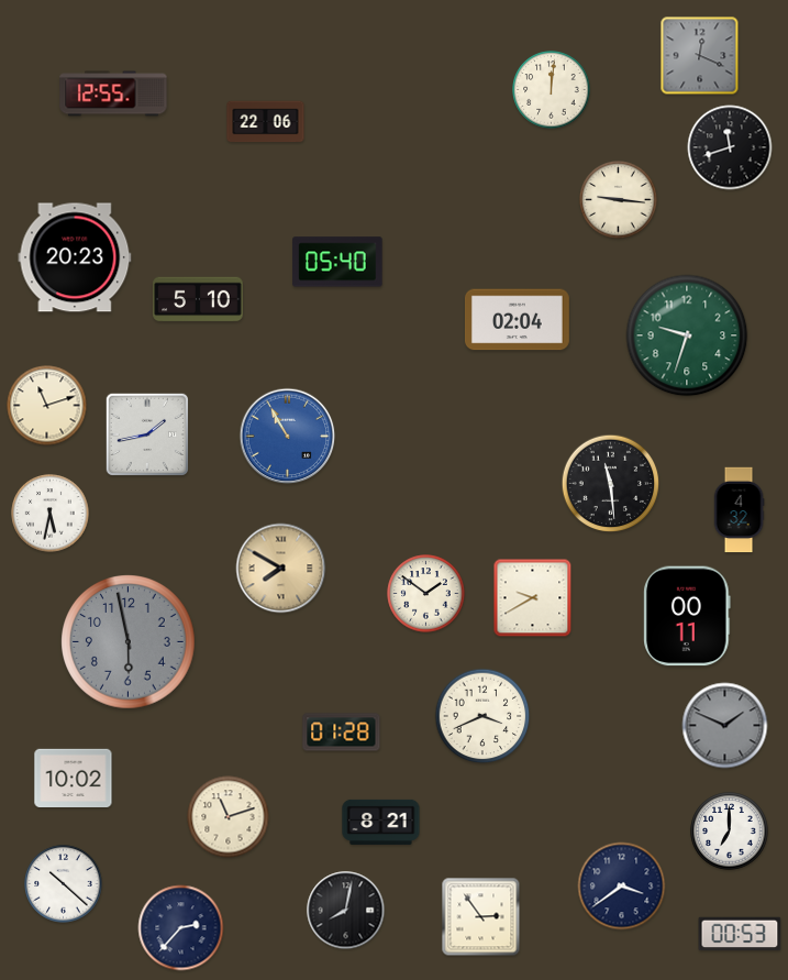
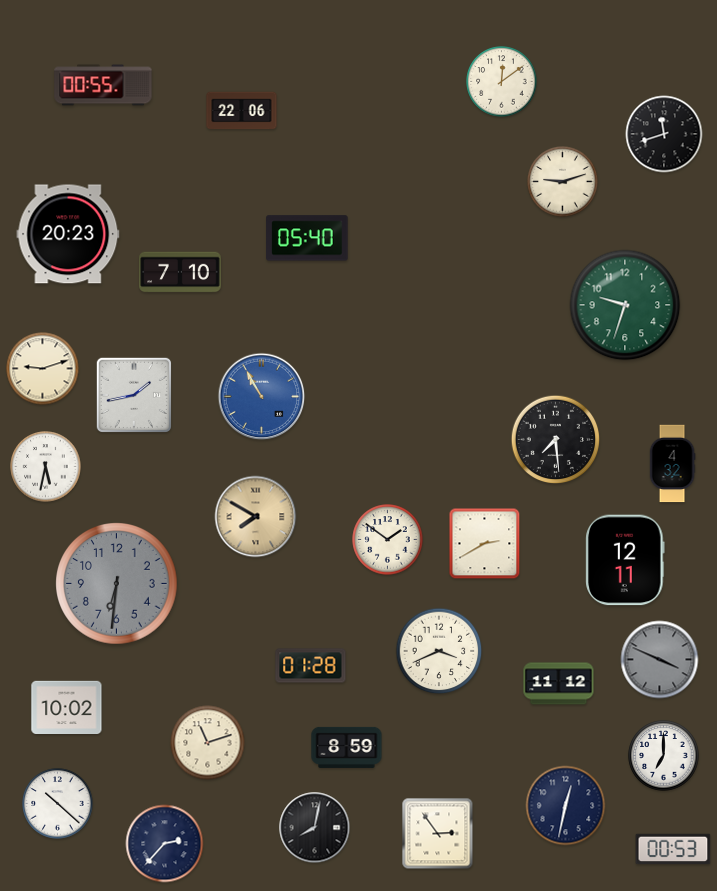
clock at (700, 56): 12:19 -> none
clock at (552, 90): 12:01 -> 12:09
clock at (113, 93): 12:55 -> 00:55
clock at (619, 200): 9:16 -> 9:12
clock at (198, 299): 5:10 -> 7:10
clock at (518, 320): 02:04 -> none
clock at (47, 406): 11:12 -> 9:12
clock at (611, 484): 11:29 -> 7:29
clock at (533, 598): 9:40 -> 2:40
clock at (687, 616): 00:11 -> 12:11
clock at (129, 642): 5:58 -> 6:31
clock at (725, 726): 1:49 -> 3:49
clock at (559, 684): none -> 11:12
clock at (381, 822): 8:21 -> 8:59
clock at (622, 887): 3:39 -> 12:32
